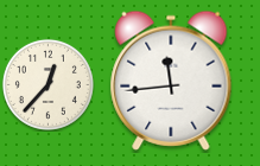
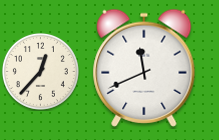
clock at (171, 81): 11:44 -> 11:41
